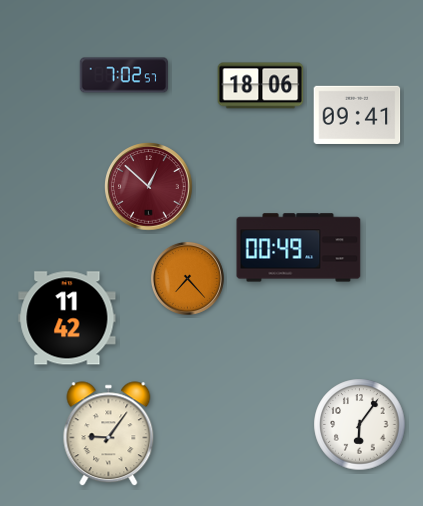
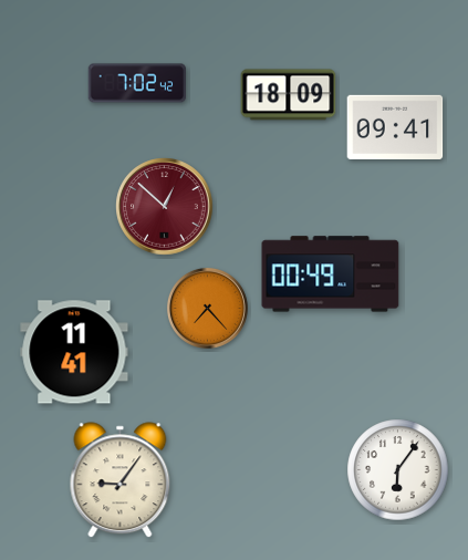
clock at (123, 75): 7:02:57 -> 7:02:42
clock at (261, 86): 18:06 -> 18:09
clock at (67, 318): 11:42 -> 11:41
